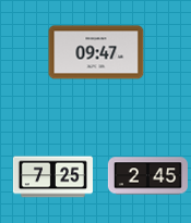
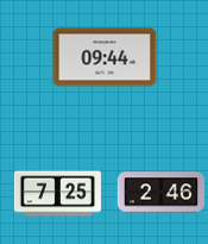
clock at (96, 52): 09:47 -> 09:44
clock at (147, 176): 2:45 -> 2:46
